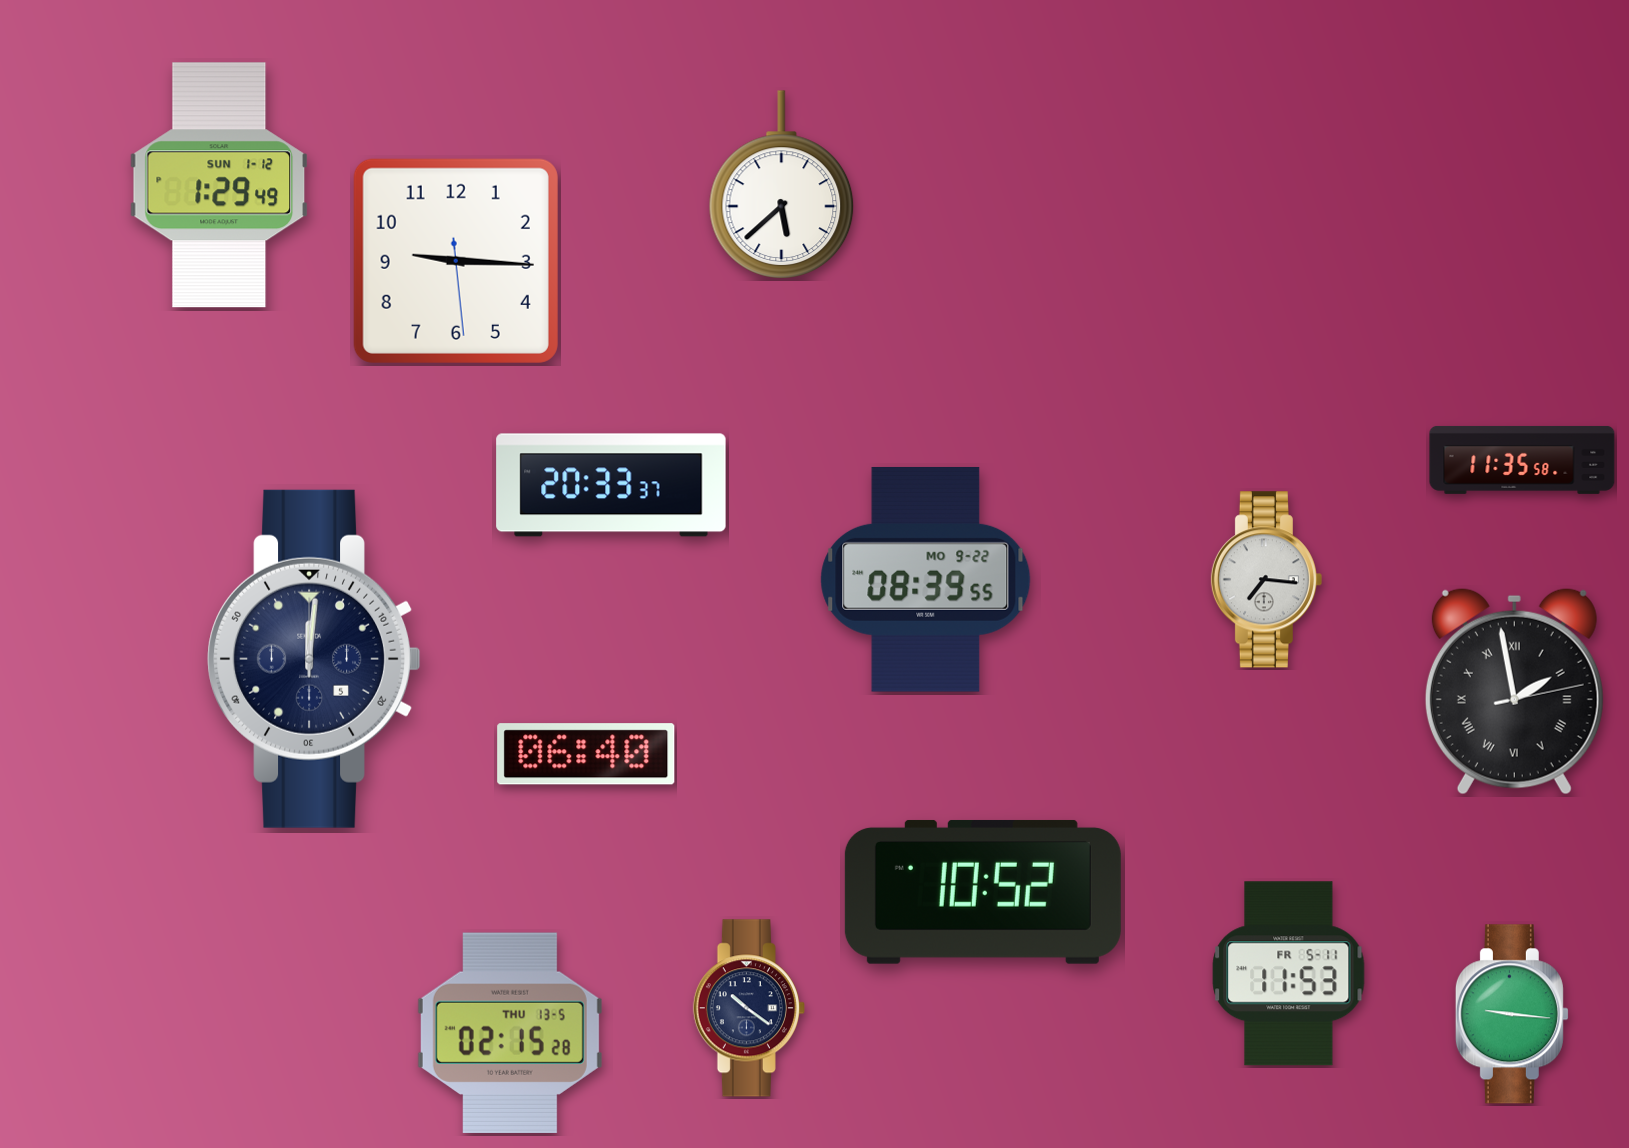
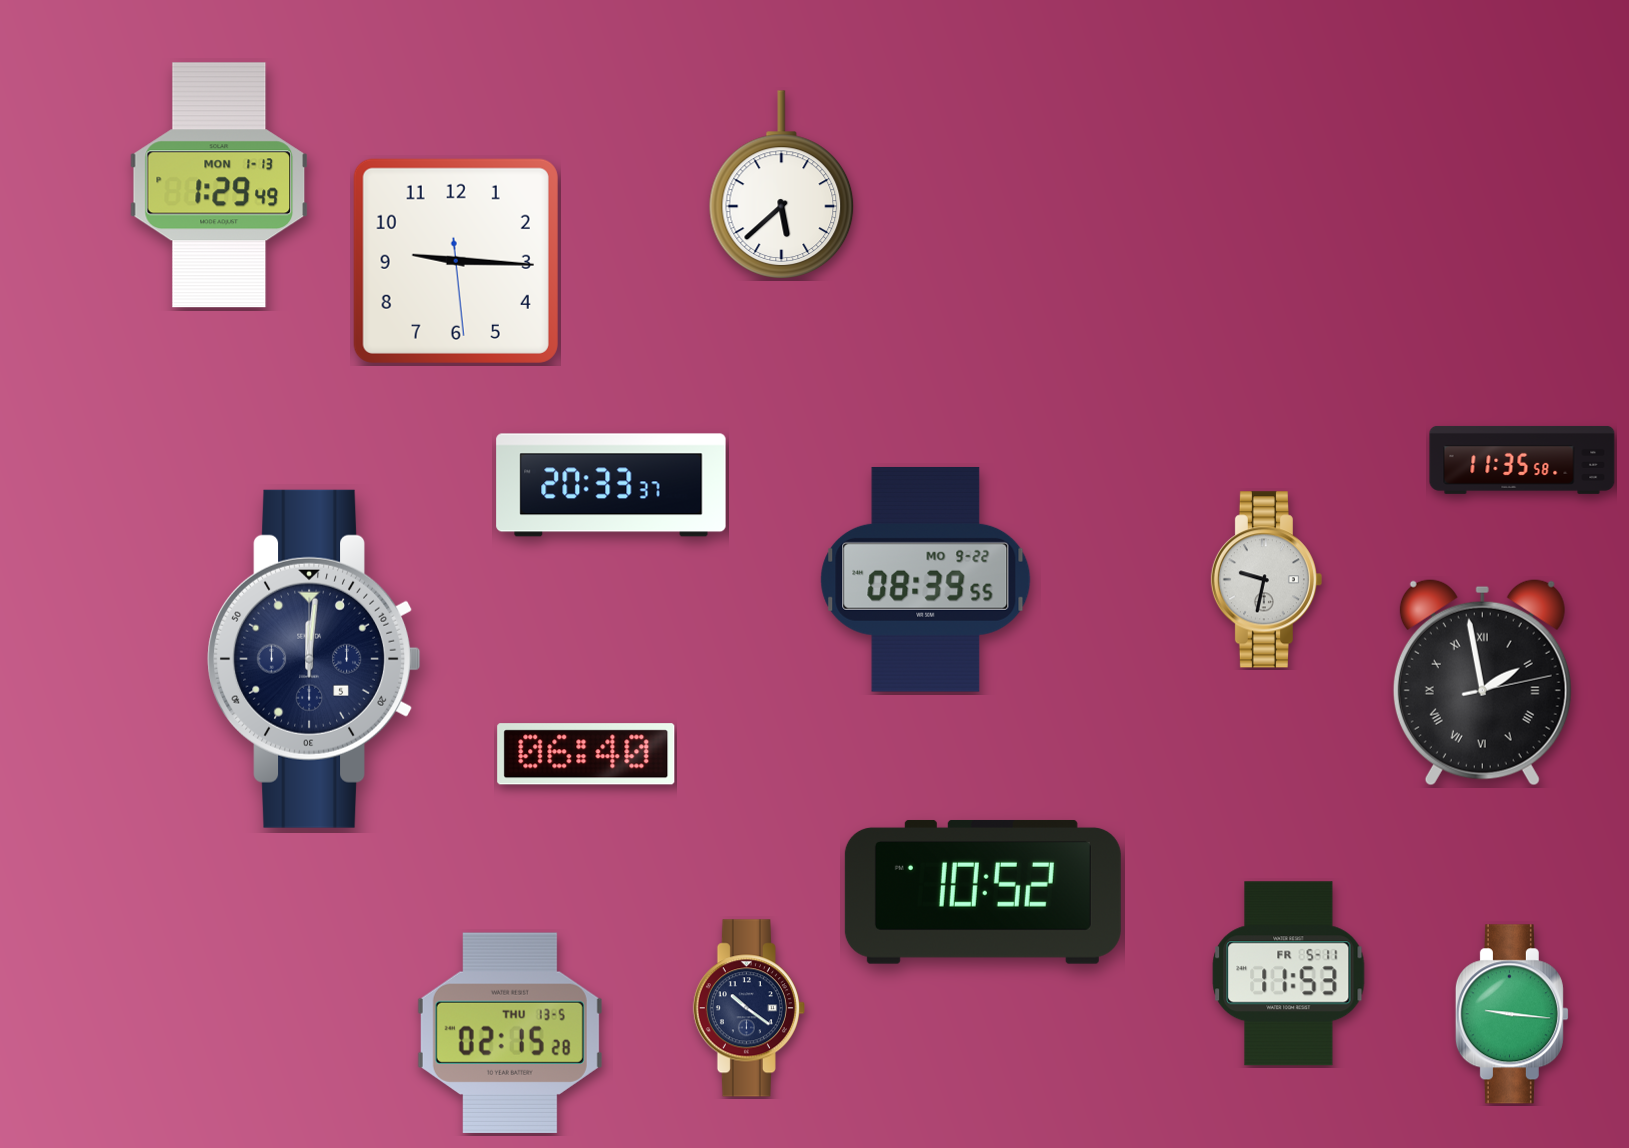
clock at (219, 185) date: SUN 1-12 -> MON 1-13
clock at (1266, 580): 7:16 -> 9:32
clock at (1514, 691) position: (1514, 691) -> (1482, 682)
